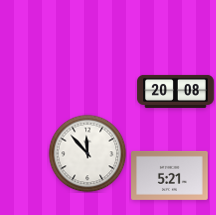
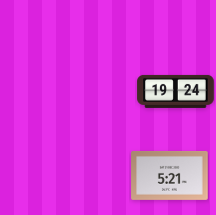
clock at (176, 91): 20:08 -> 19:24
clock at (87, 153): 11:53 -> none
